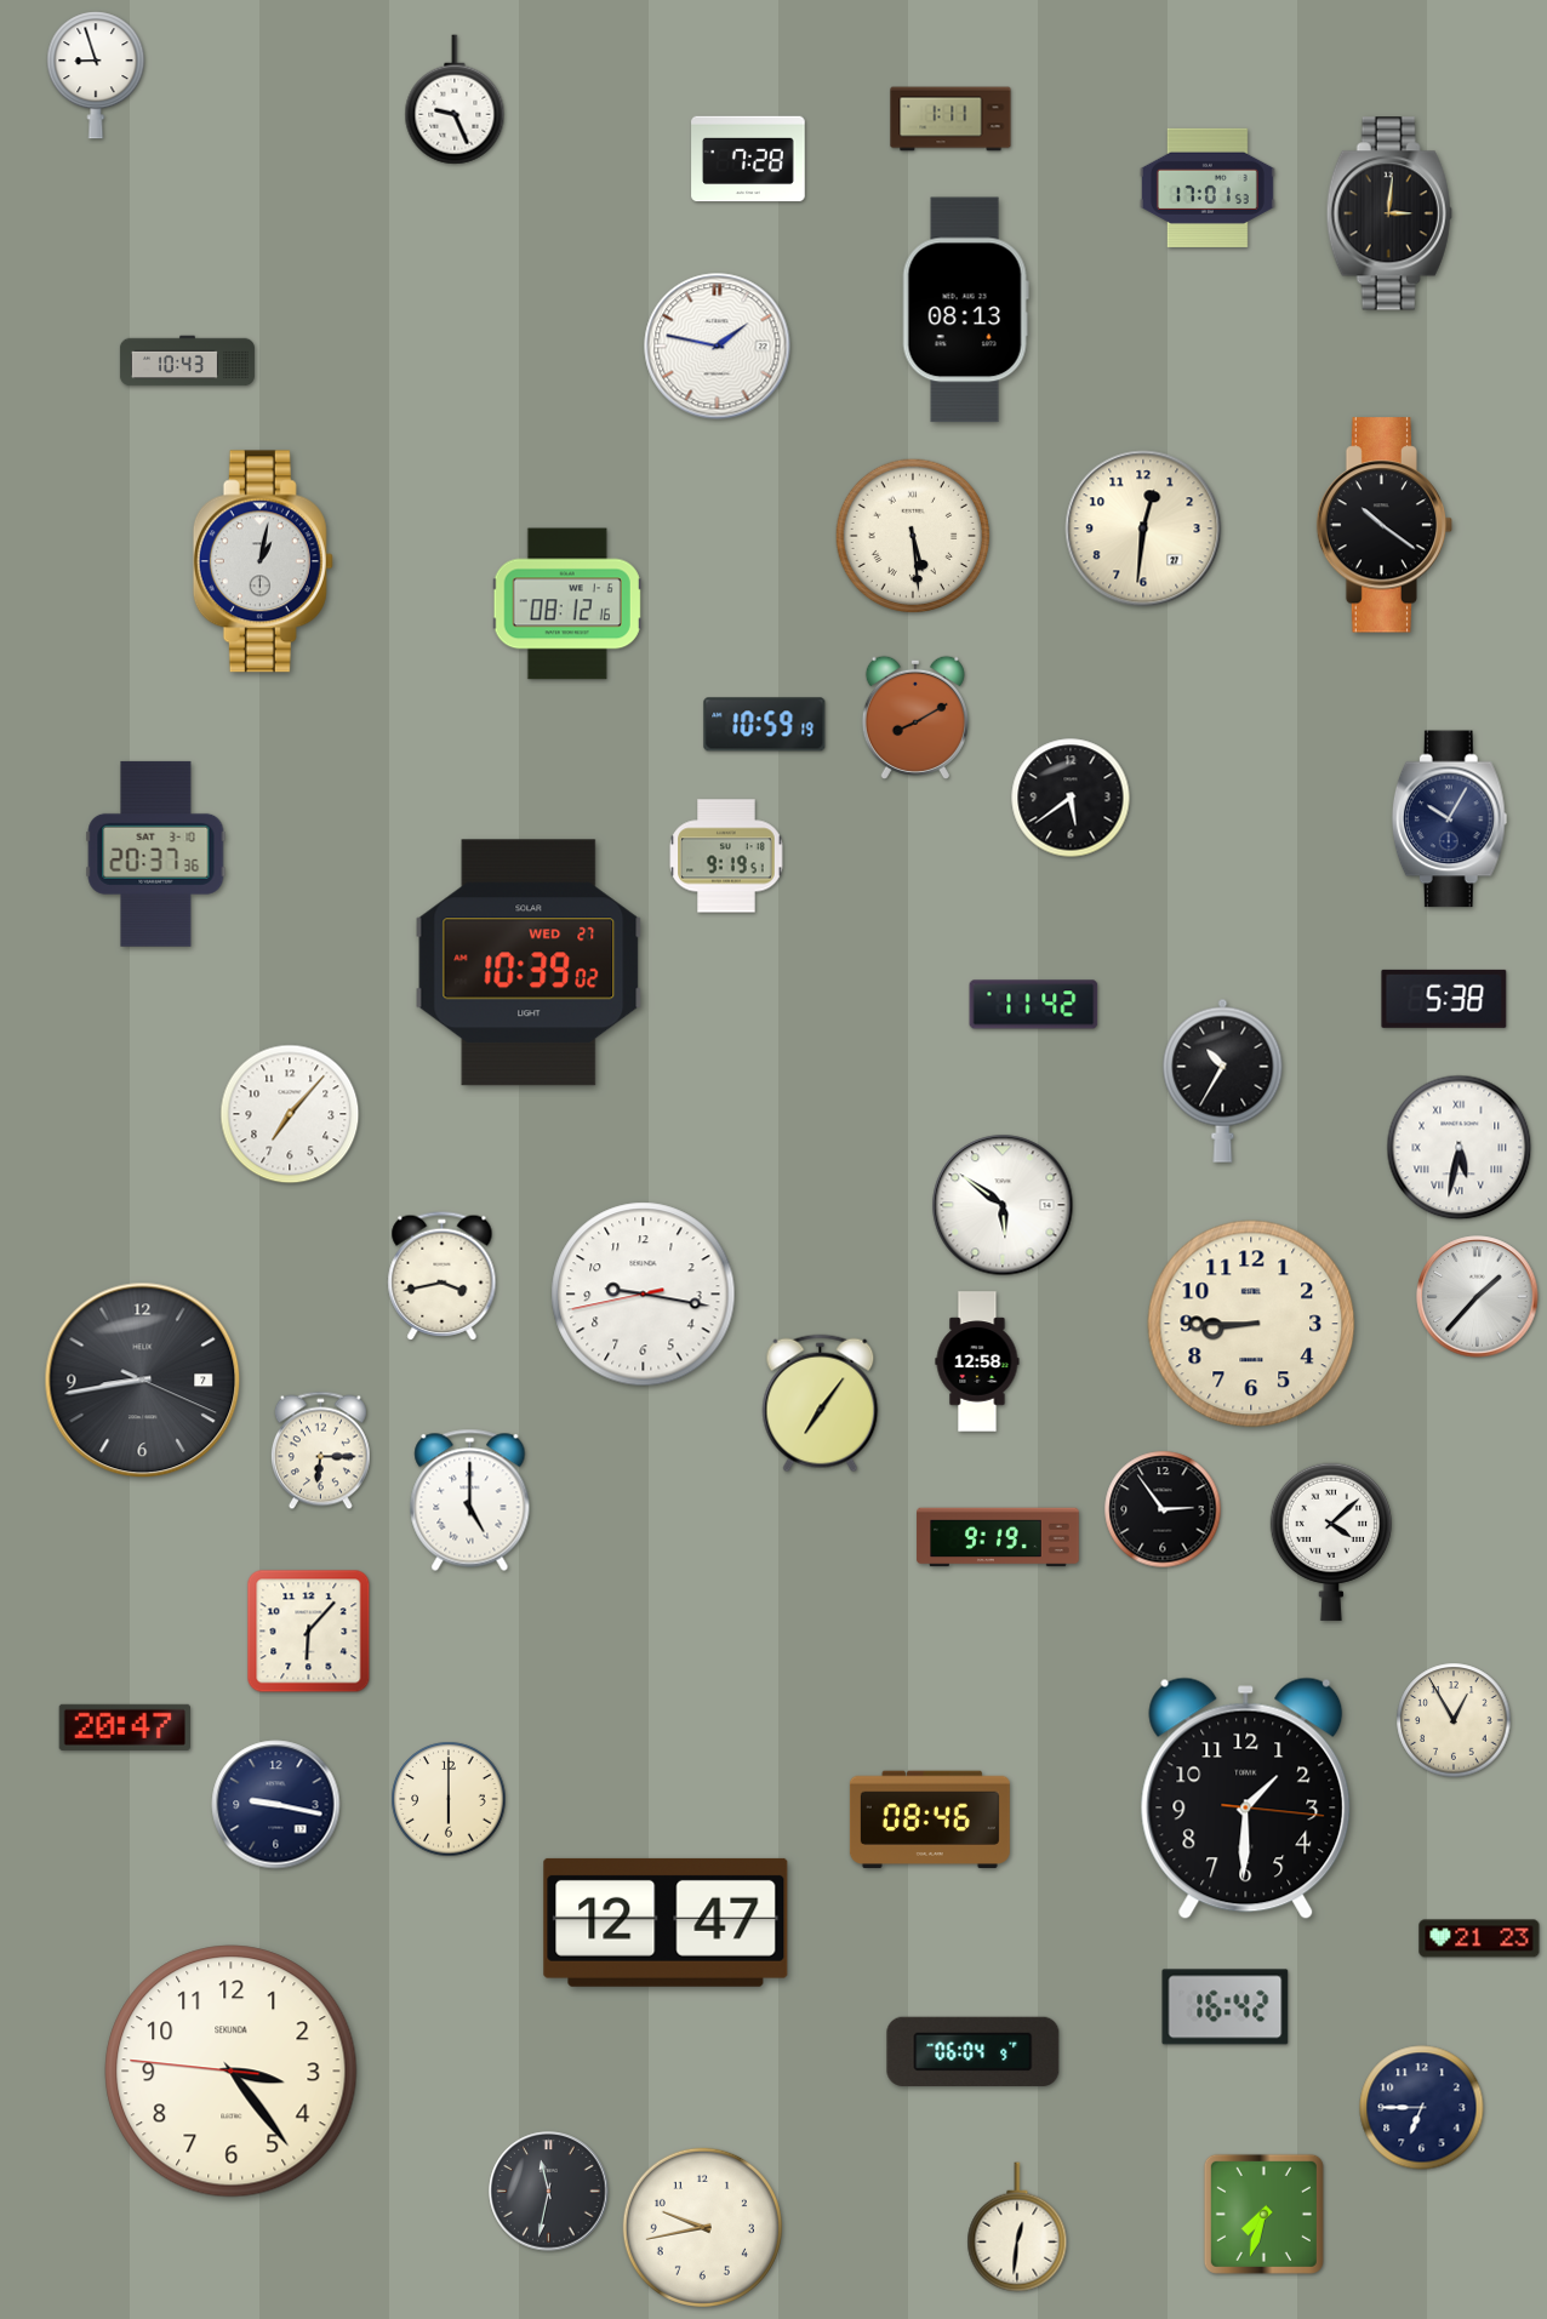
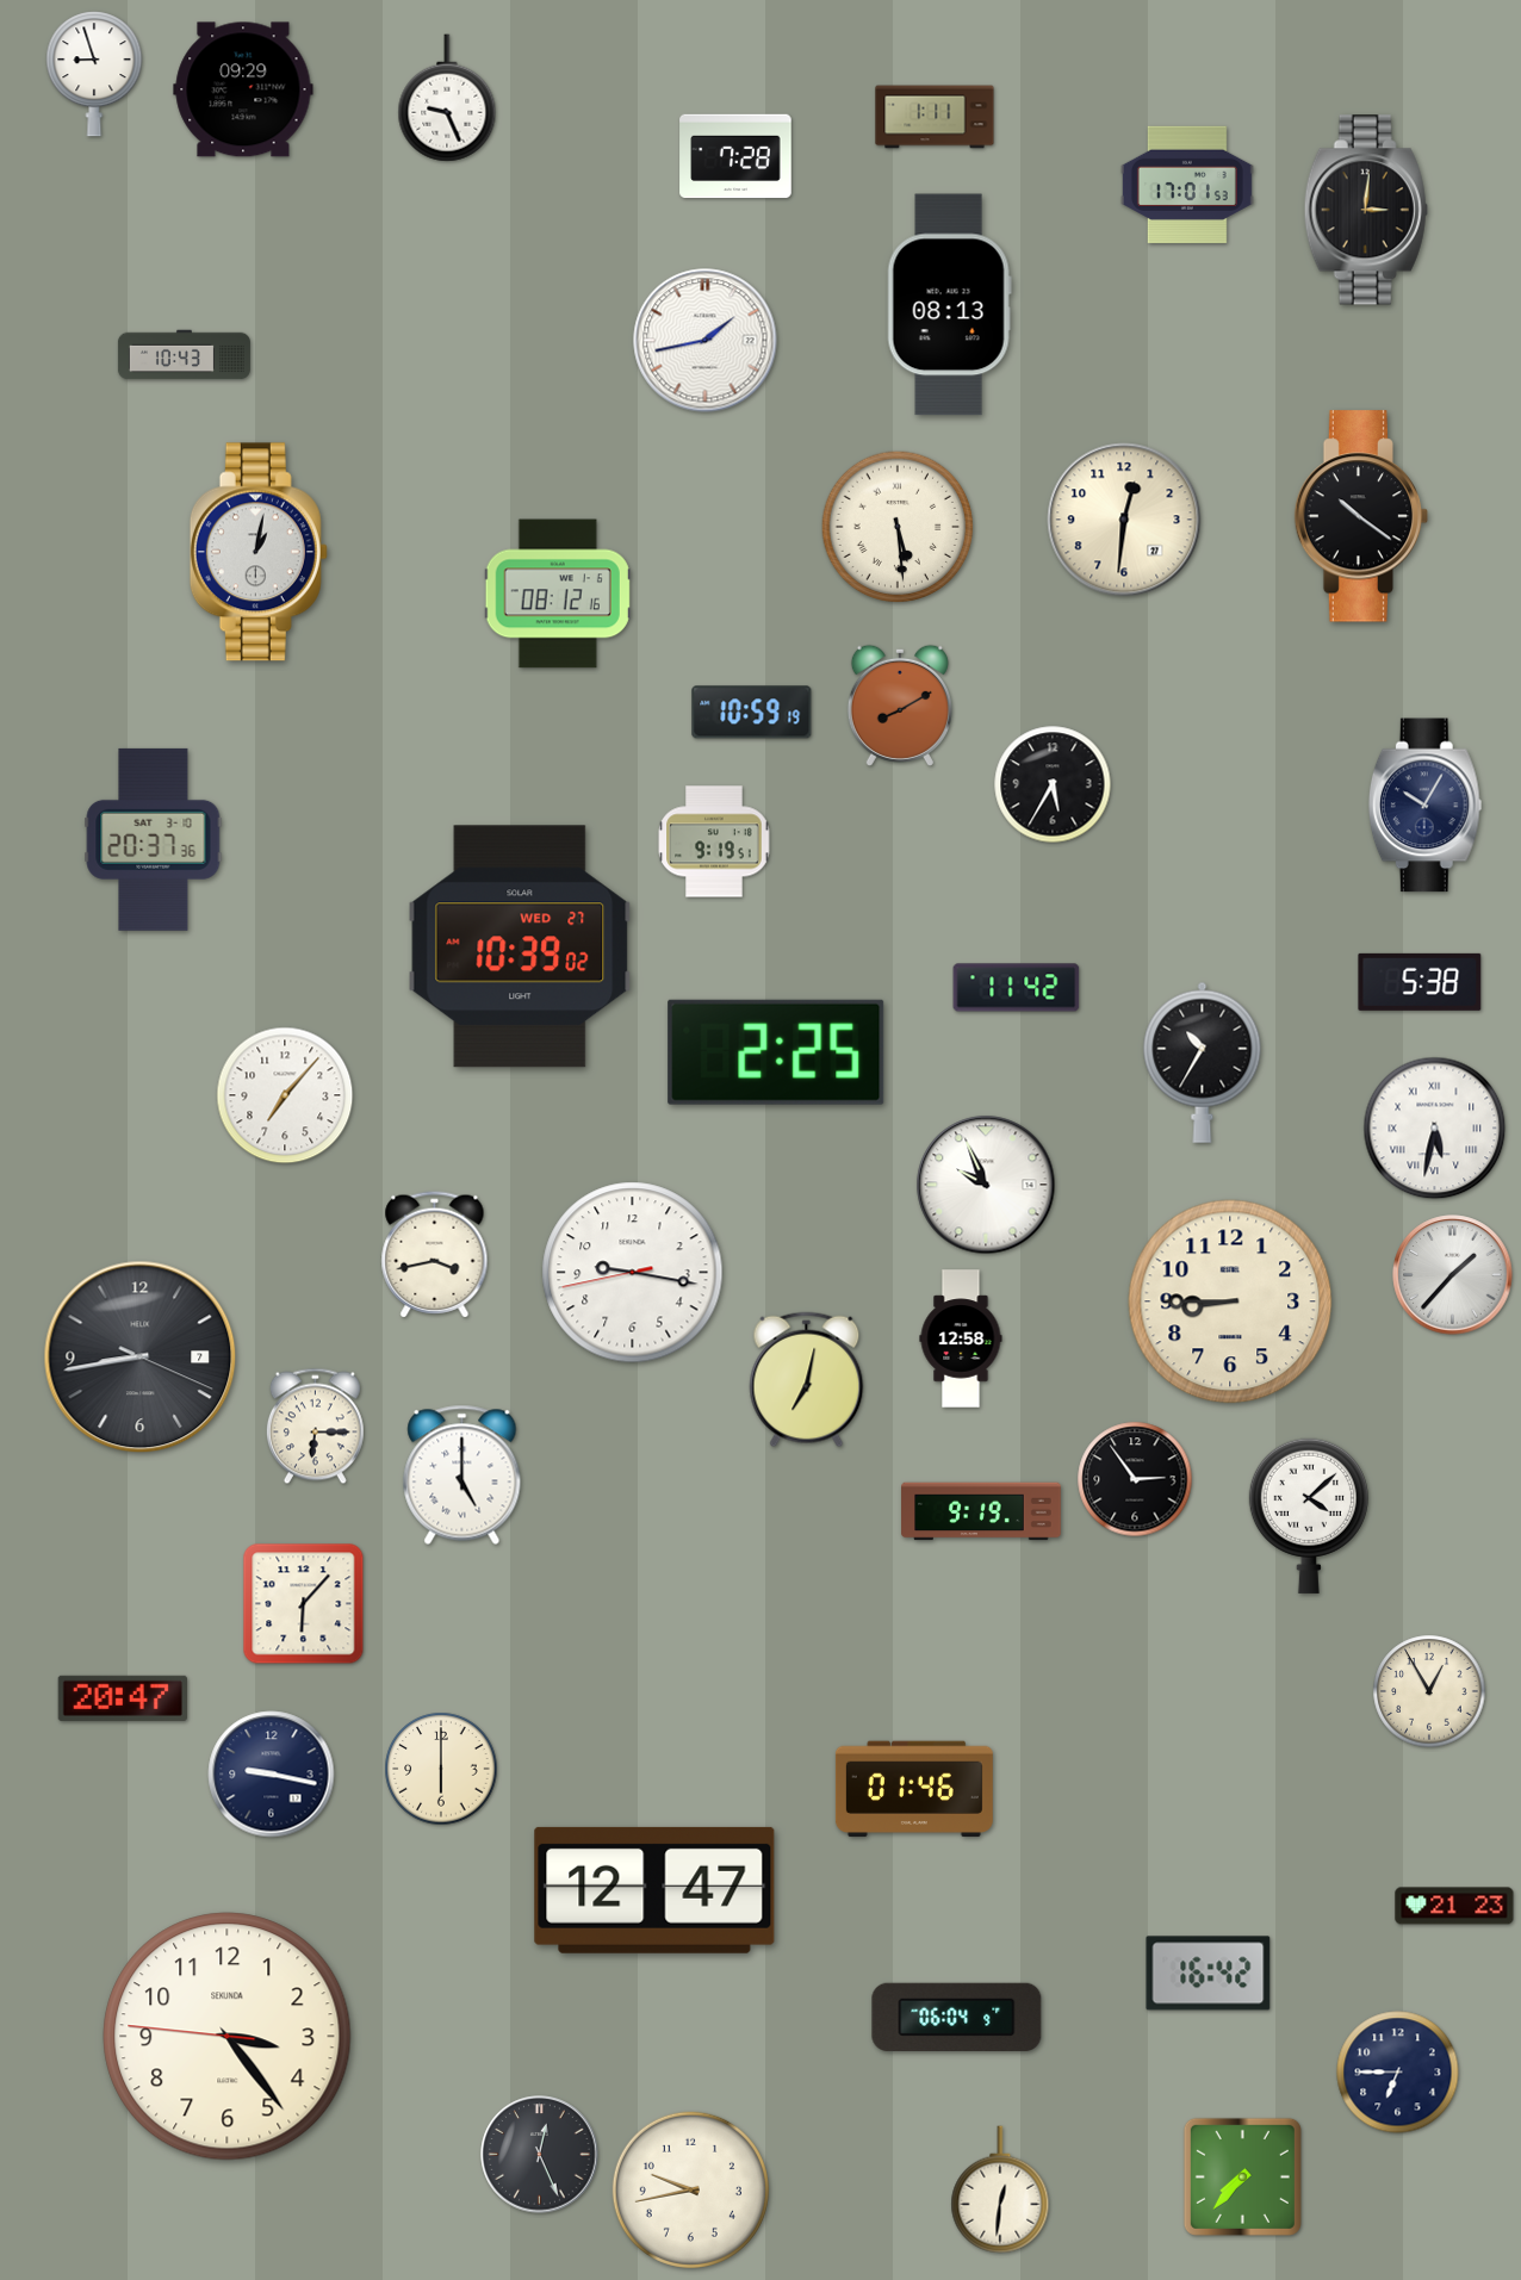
clock at (243, 89): none -> 09:29
clock at (718, 347): 1:47 -> 1:43
clock at (1071, 798): 5:39 -> 5:35
clock at (776, 1052): none -> 2:25
clock at (1003, 1205): 5:51 -> 9:56
clock at (821, 1404): 7:06 -> 7:02
clock at (1163, 1509) position: (1163, 1509) -> (1135, 1479)
clock at (1246, 1799): 1:30 -> none
clock at (930, 1820): 08:46 -> 01:46
clock at (1226, 2007) position: (1226, 2007) -> (1209, 1974)
clock at (549, 2192): 11:32 -> 12:26
clock at (1263, 2214): 7:33 -> 7:37
